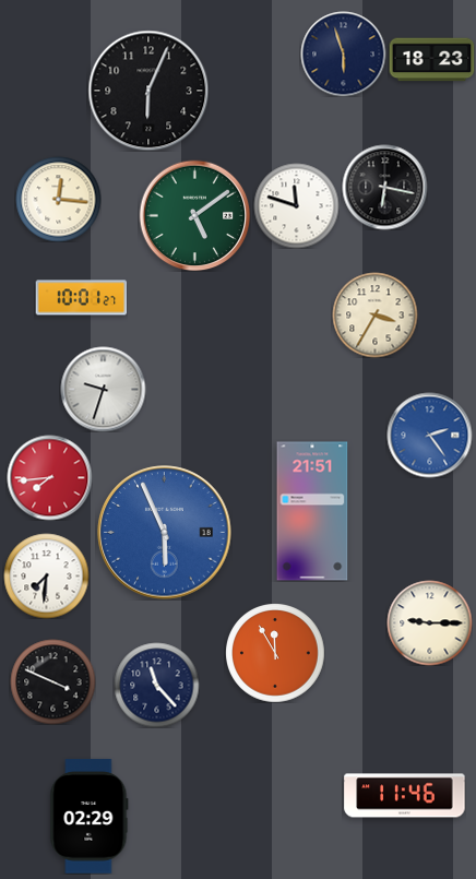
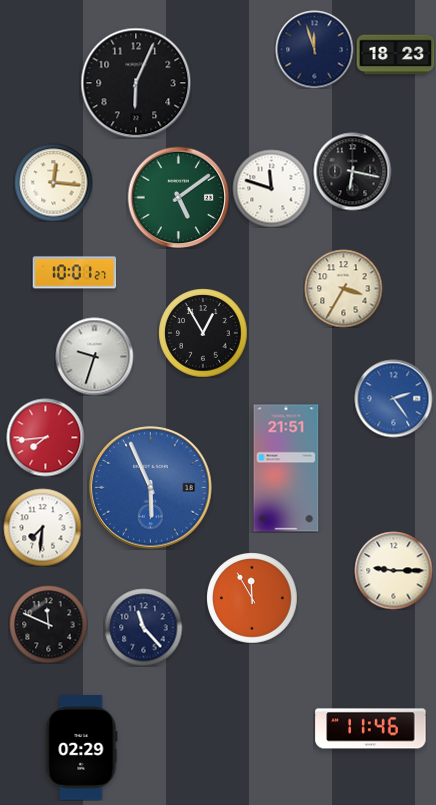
clock at (343, 54): 5:57 -> 11:57
clock at (203, 333): none -> 12:55
clock at (52, 681): 3:49 -> 11:49
